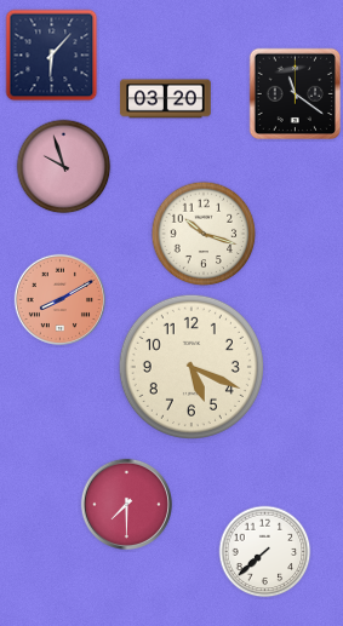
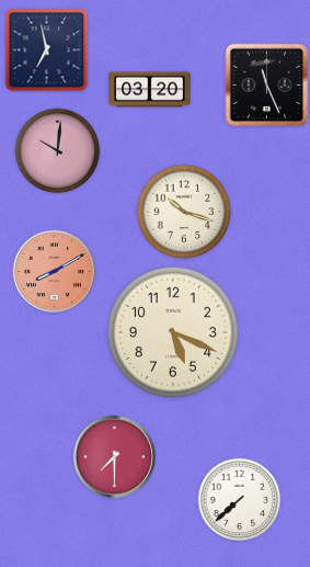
clock at (52, 56): 6:07 -> 6:58
clock at (296, 94): 11:21 -> 11:26
clock at (64, 167): 9:57 -> 10:01
